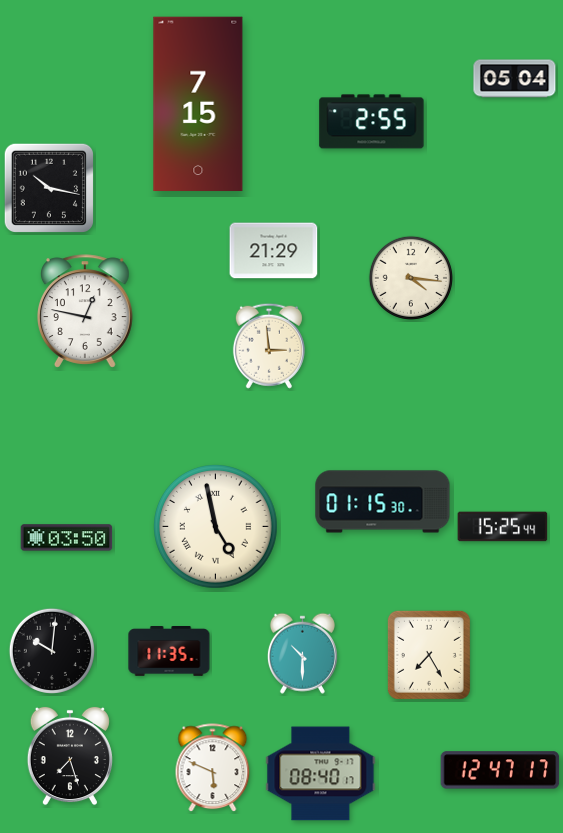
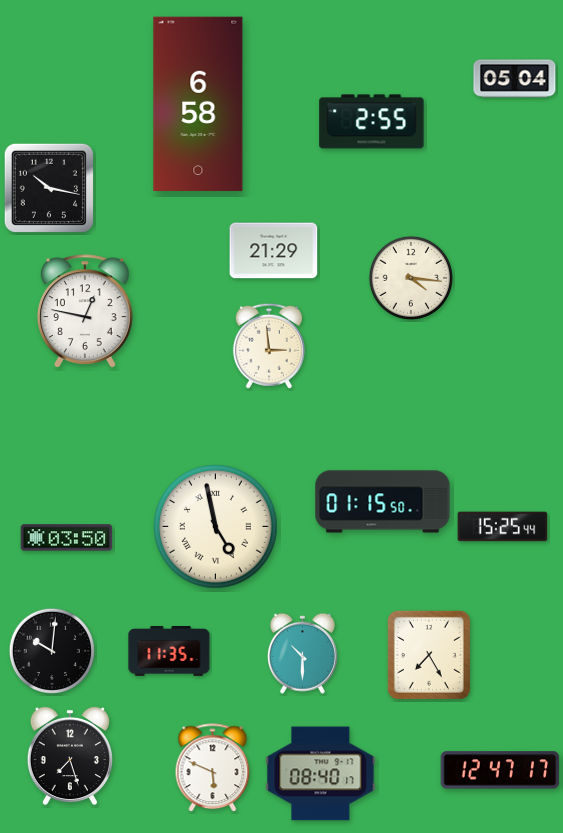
clock at (198, 104): 7:15 -> 6:58
clock at (383, 502): 01:15:30 -> 01:15:50
